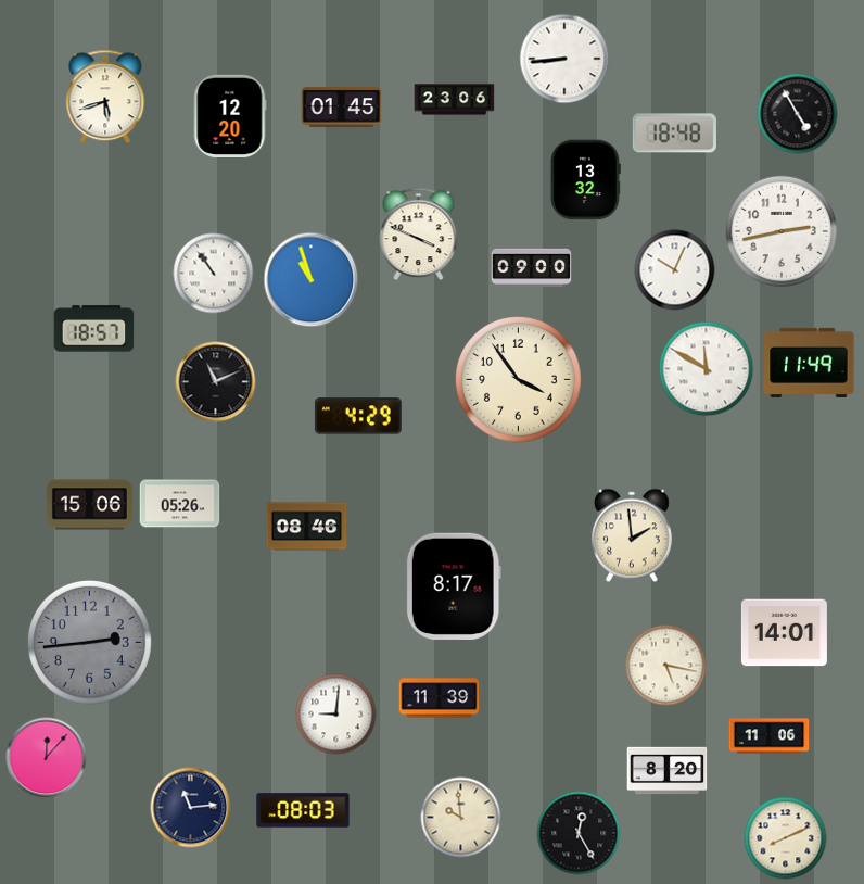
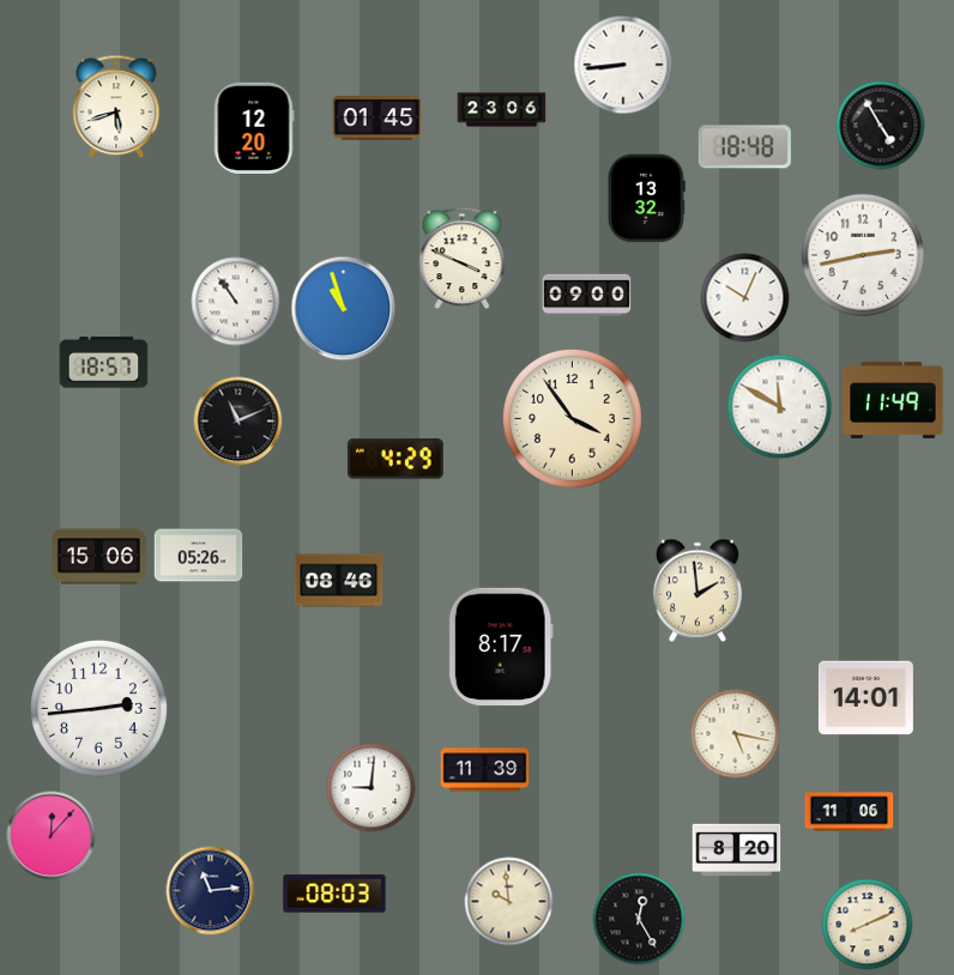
clock at (89, 642) dial: grey -> white
